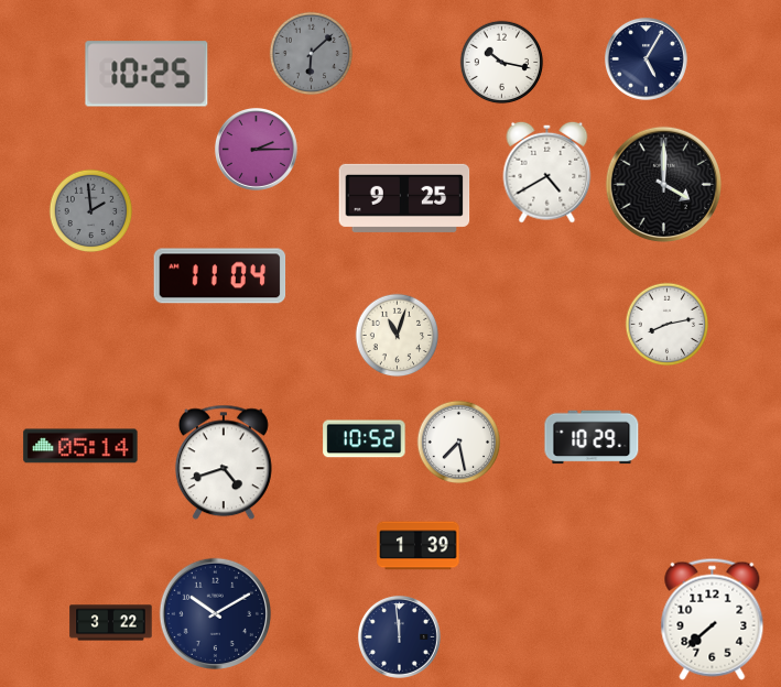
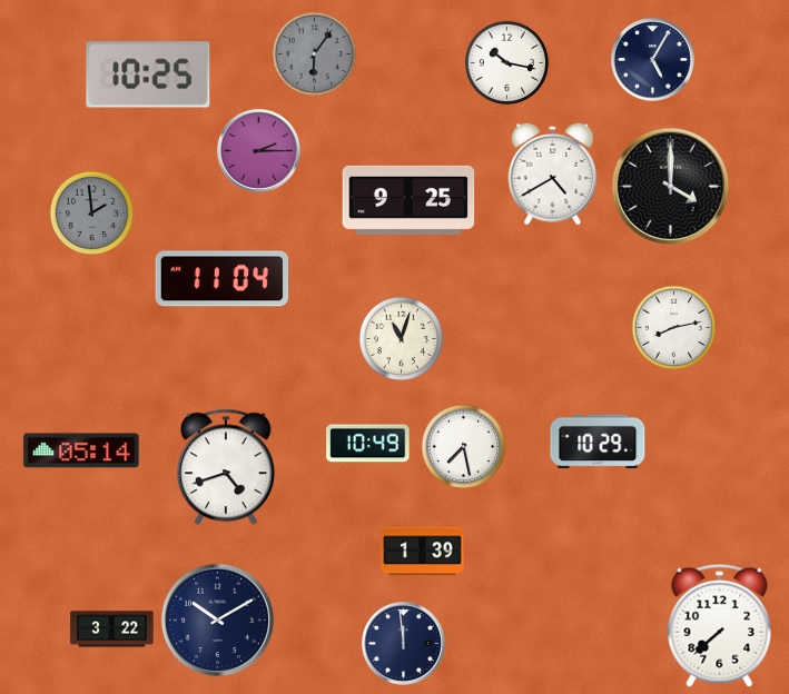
clock at (312, 54): 6:08 -> 6:06
clock at (365, 439): 10:52 -> 10:49
